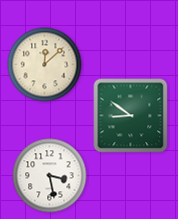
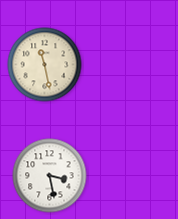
clock at (45, 65): 12:08 -> 11:28
clock at (131, 116): 8:51 -> none
